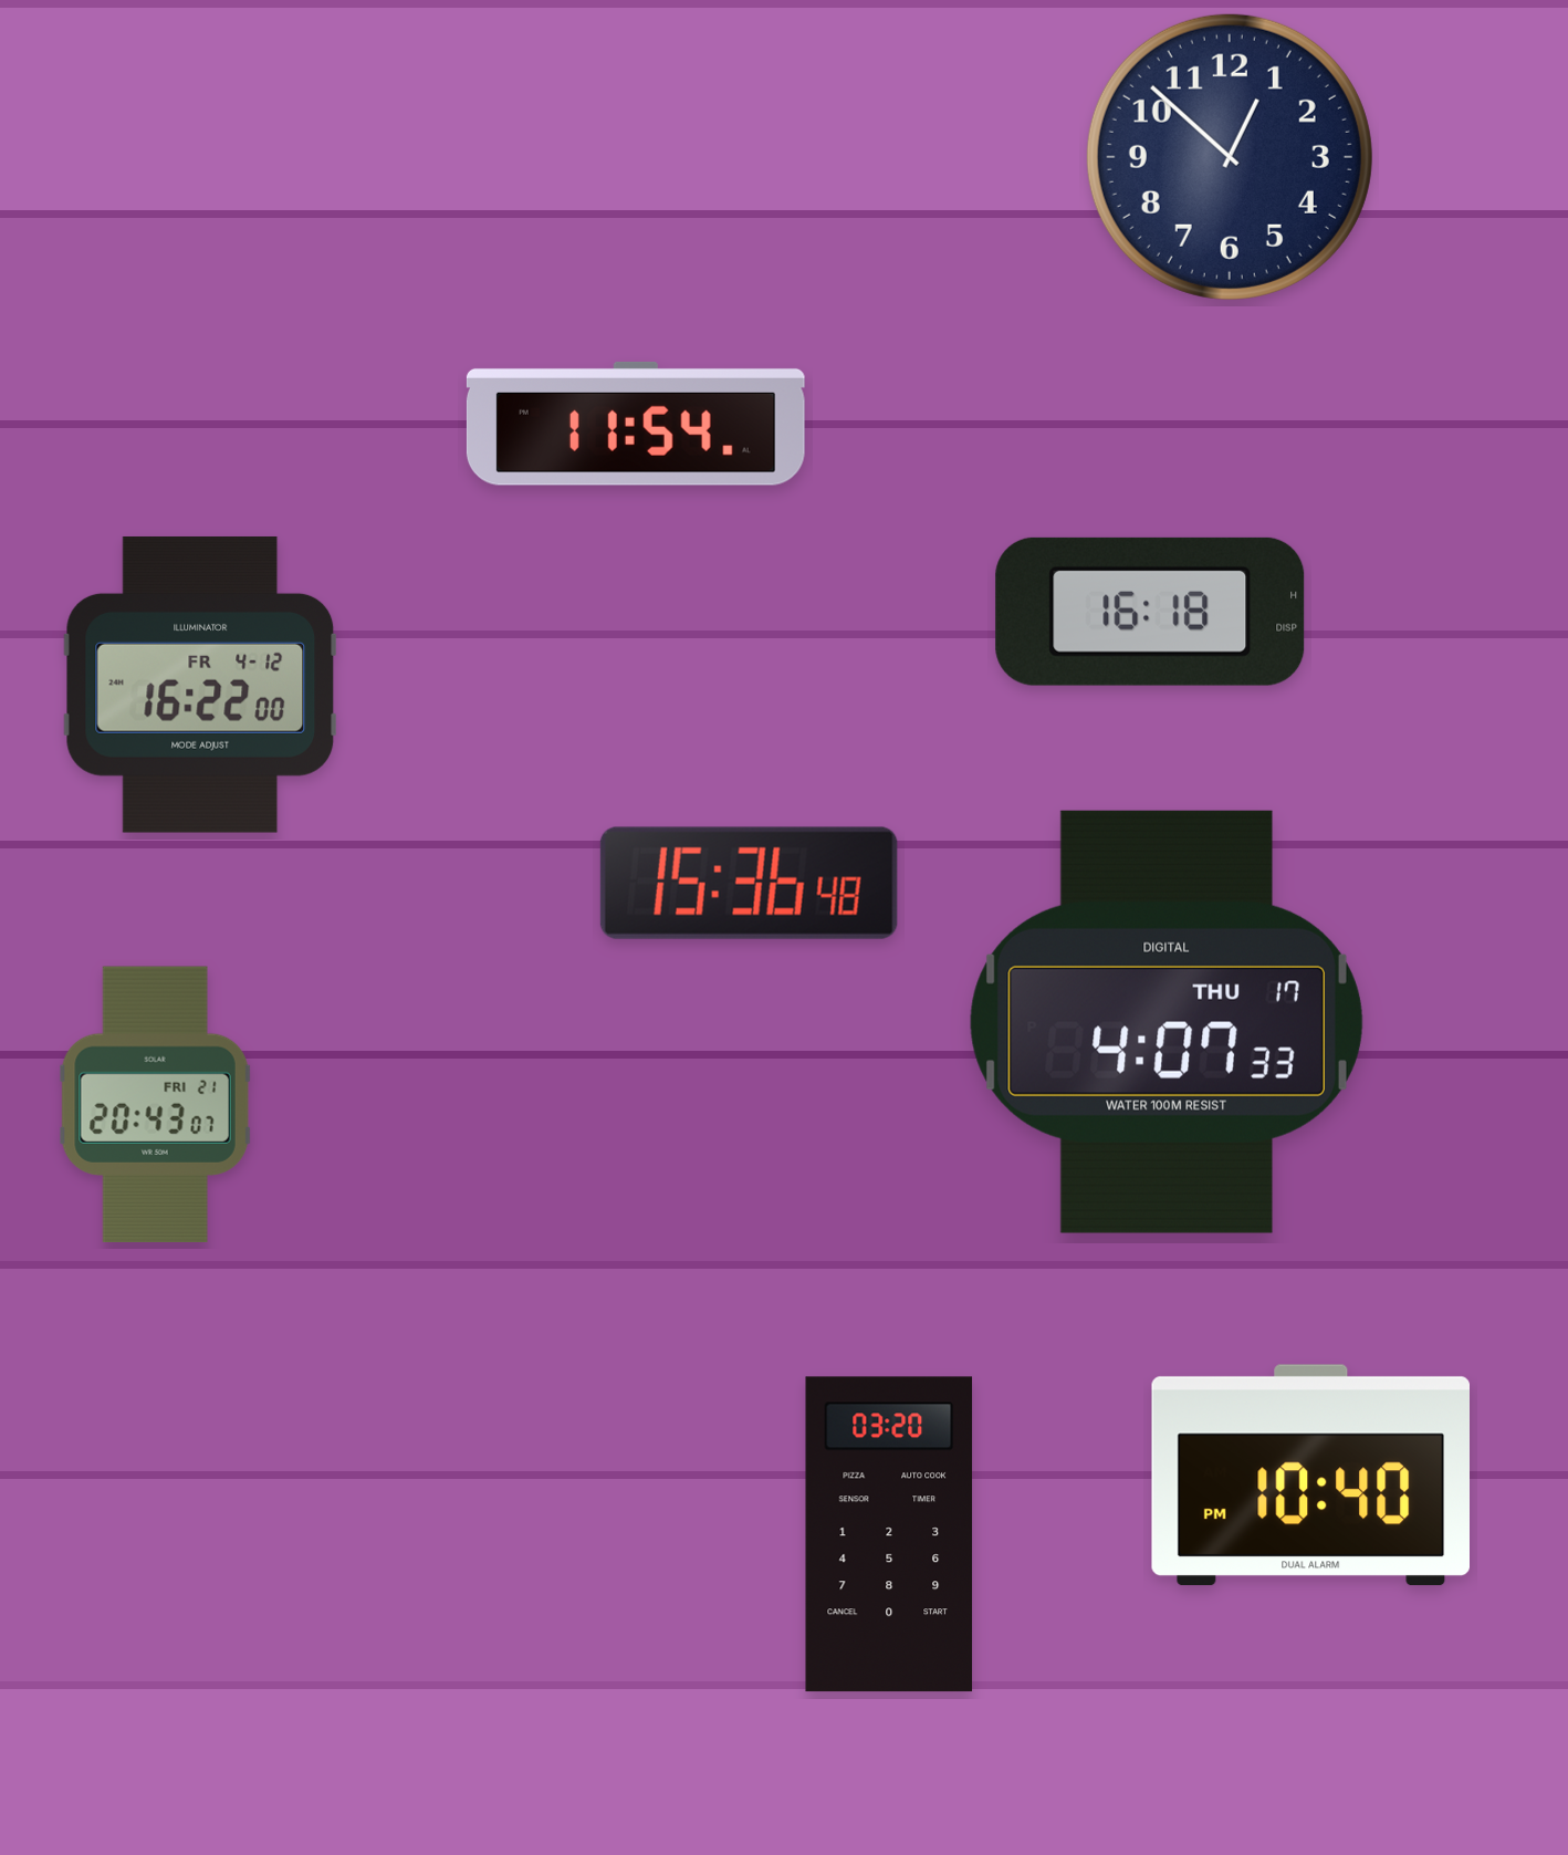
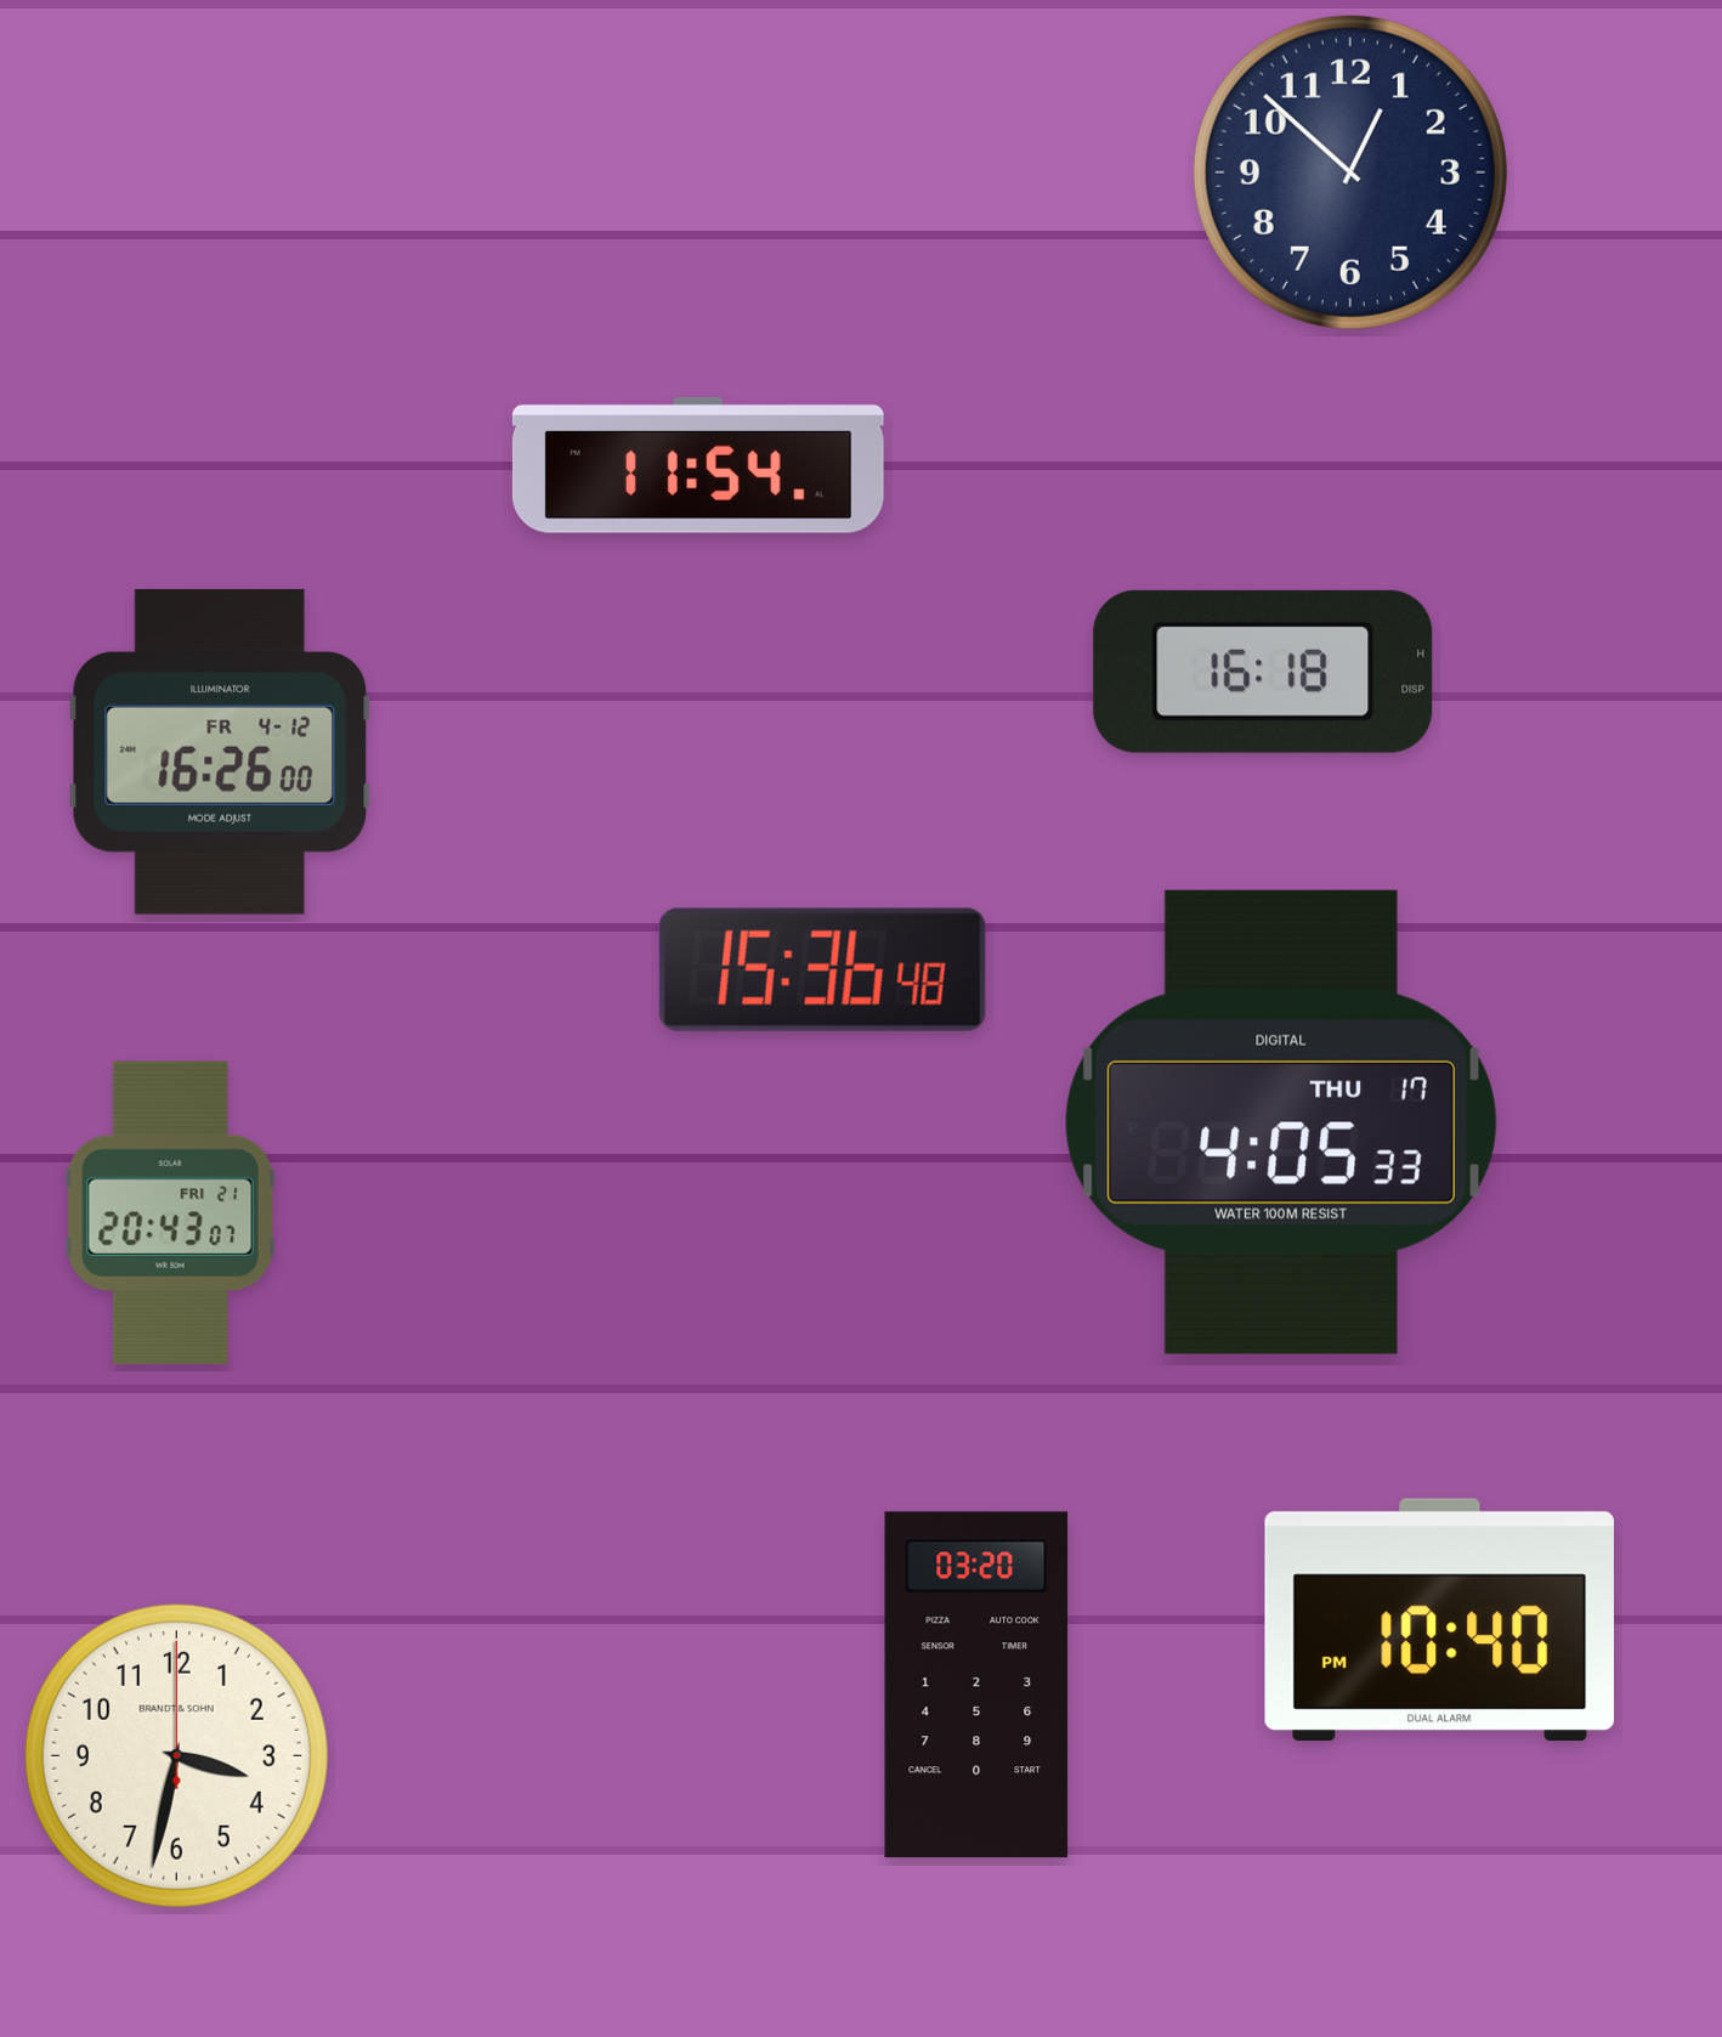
clock at (200, 685): 16:22 -> 16:26
clock at (1167, 1022): 4:07 -> 4:05
clock at (176, 1755): none -> 3:32
